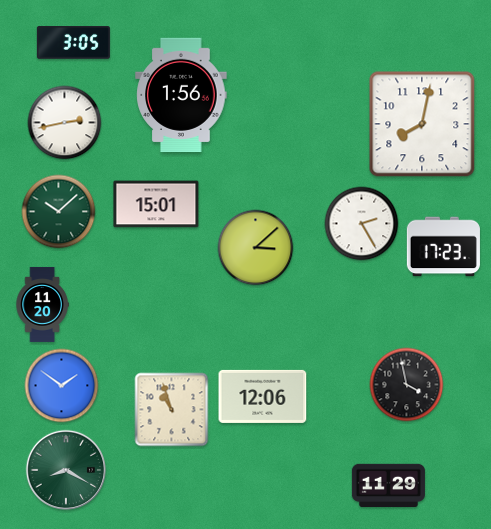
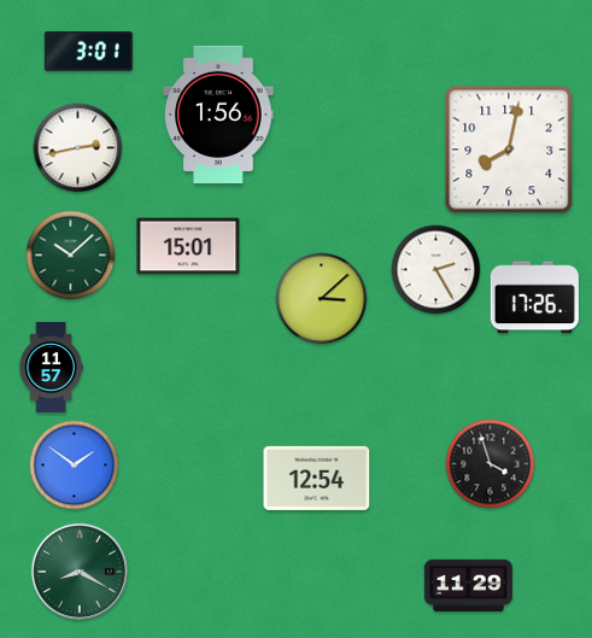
clock at (73, 43): 3:05 -> 3:01
clock at (443, 247): 17:23 -> 17:26
clock at (256, 248) position: (256, 248) -> (322, 299)
clock at (42, 304): 11:20 -> 11:57
clock at (407, 385): 3:58 -> 3:57
clock at (263, 396): 12:06 -> 12:54
clock at (172, 410): 10:57 -> none
clock at (66, 470) position: (66, 470) -> (80, 572)
